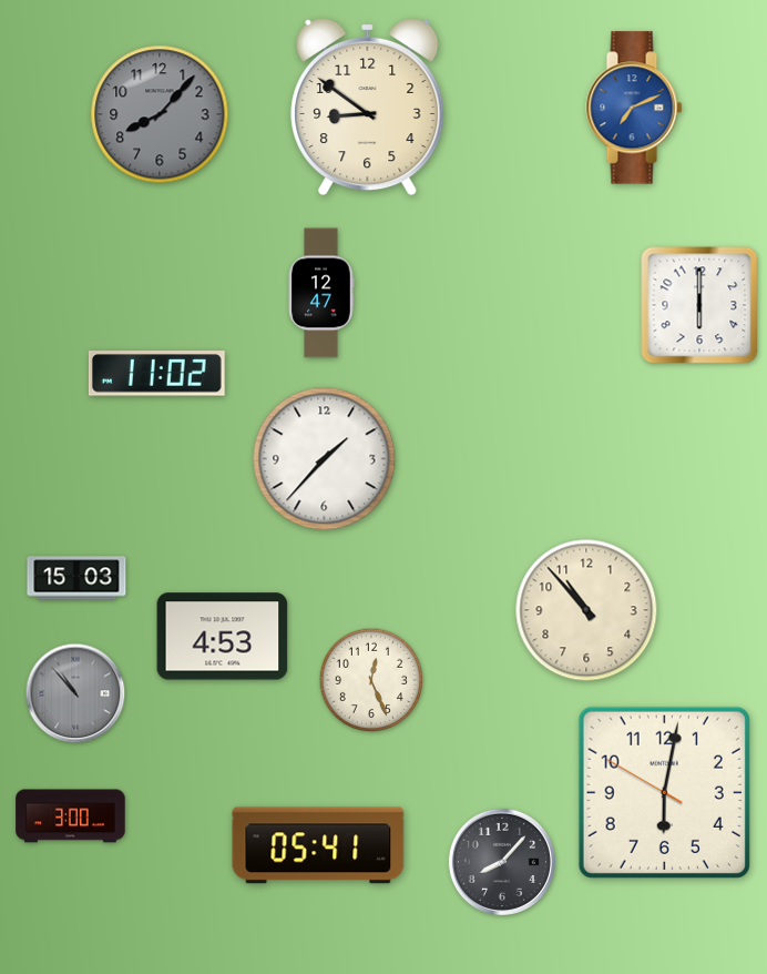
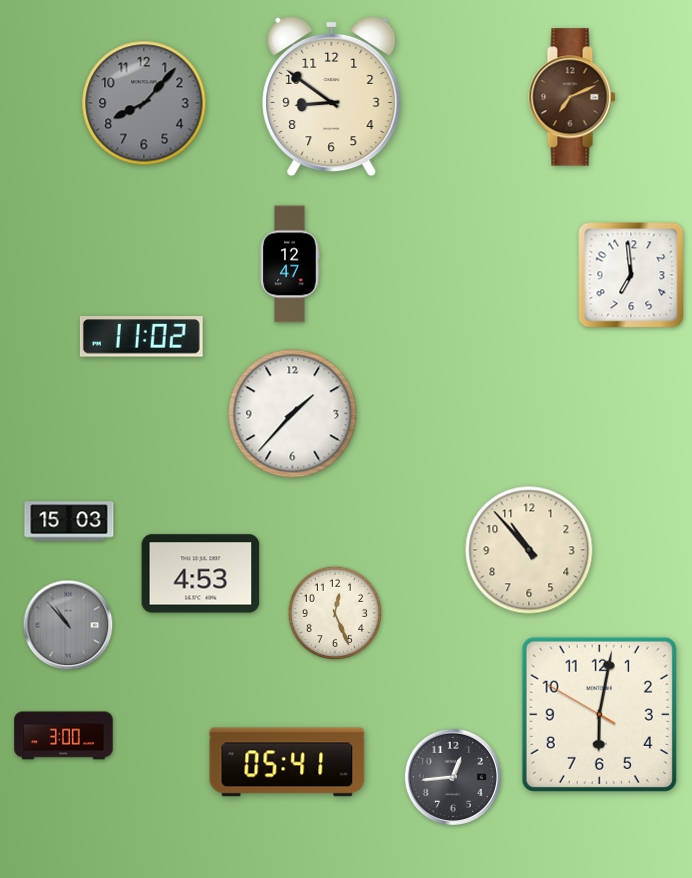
clock at (634, 108) dial: blue -> brown
clock at (699, 305): 6:00 -> 6:59
clock at (502, 862): 8:07 -> 12:44
